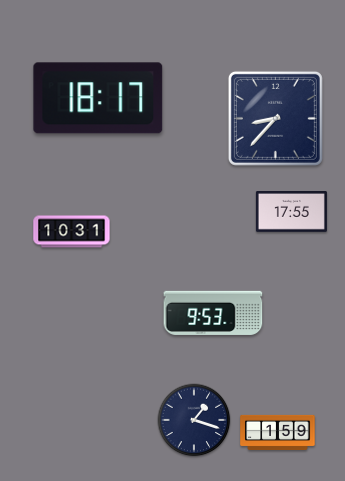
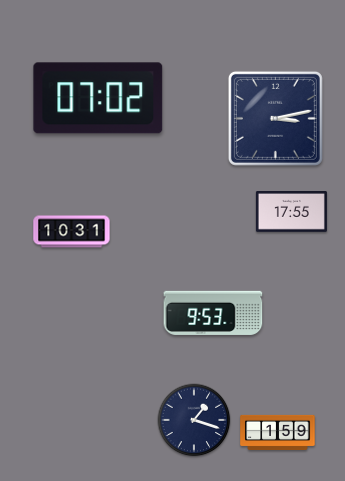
clock at (98, 98): 18:17 -> 07:02
clock at (275, 118): 8:37 -> 3:13
